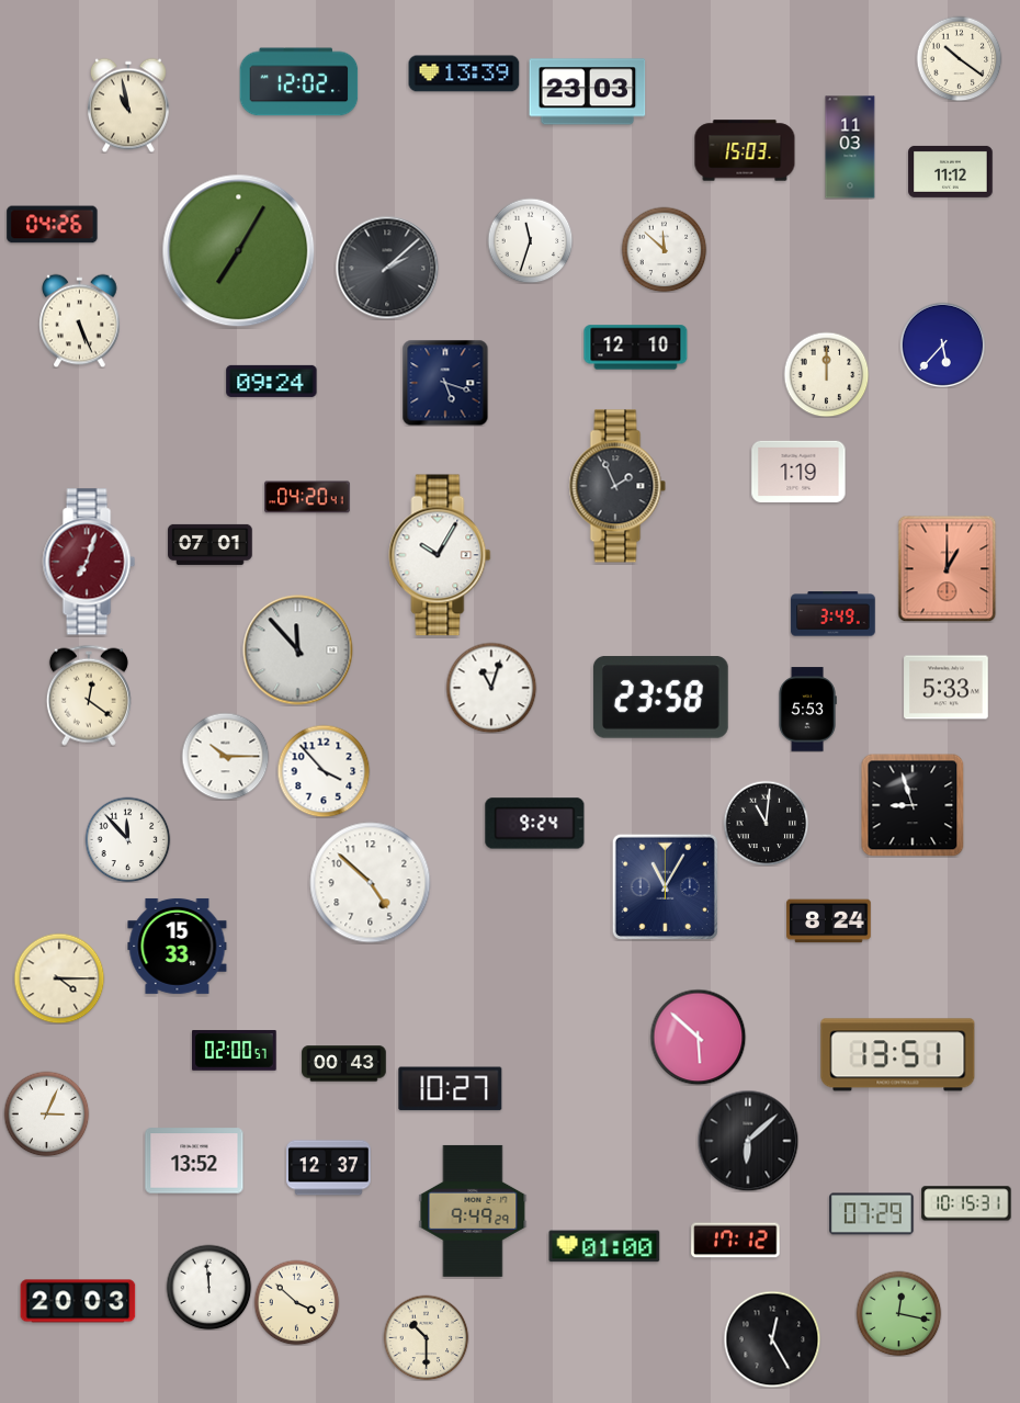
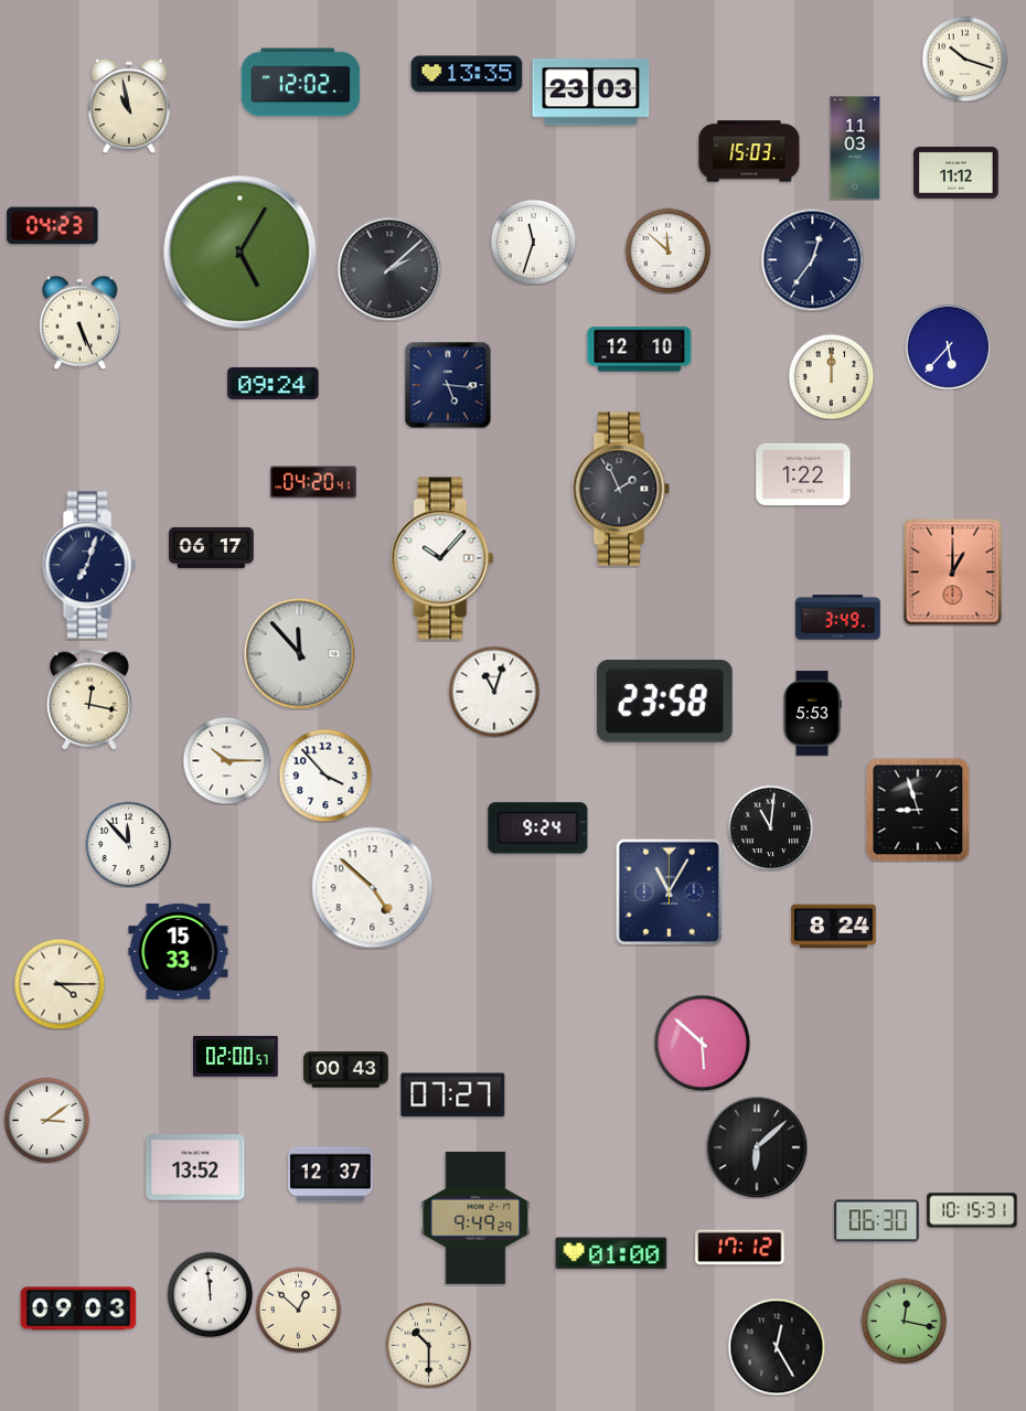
clock at (959, 58): 10:21 -> 10:18
clock at (464, 73): 13:39 -> 13:35
clock at (53, 225): 04:26 -> 04:23
clock at (239, 251): 7:05 -> 5:05
clock at (812, 259): none -> 12:36
clock at (445, 383): 5:18 -> 5:16
clock at (798, 472): 1:19 -> 1:22
clock at (307, 497) position: (307, 497) -> (313, 482)
clock at (211, 544): 07:01 -> 06:17
clock at (440, 555): 10:05 -> 10:07
clock at (89, 562) dial: burgundy -> navy
clock at (947, 688): 5:33 -> none
clock at (89, 695): 12:21 -> 12:17
clock at (898, 1055): 13:51 -> none
clock at (451, 1089): 10:27 -> 07:27
clock at (46, 1113): 3:04 -> 3:09
clock at (748, 1141) position: (748, 1141) -> (757, 1147)
clock at (872, 1214): 07:29 -> 06:30
clock at (604, 1246) position: (604, 1246) -> (611, 1253)
clock at (78, 1301): 20:03 -> 09:03
clock at (296, 1302): 3:52 -> 12:52
